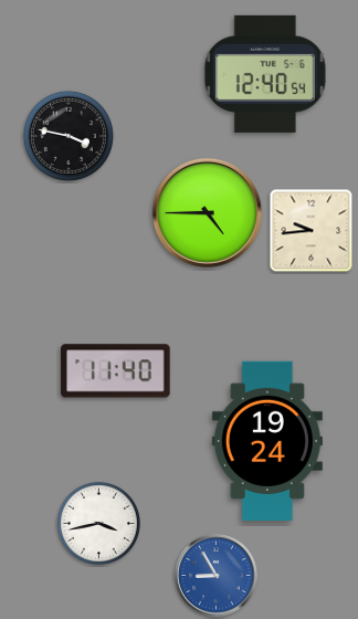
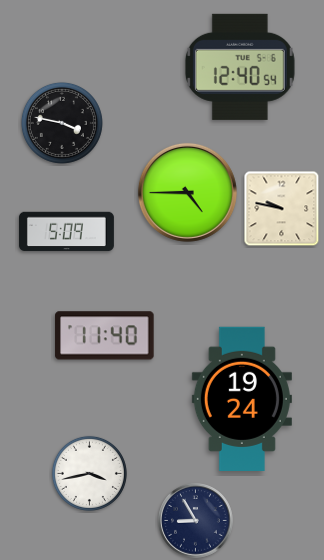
clock at (312, 231): 9:44 -> 9:47
clock at (66, 232): none -> 5:09
clock at (217, 576) dial: blue -> navy
